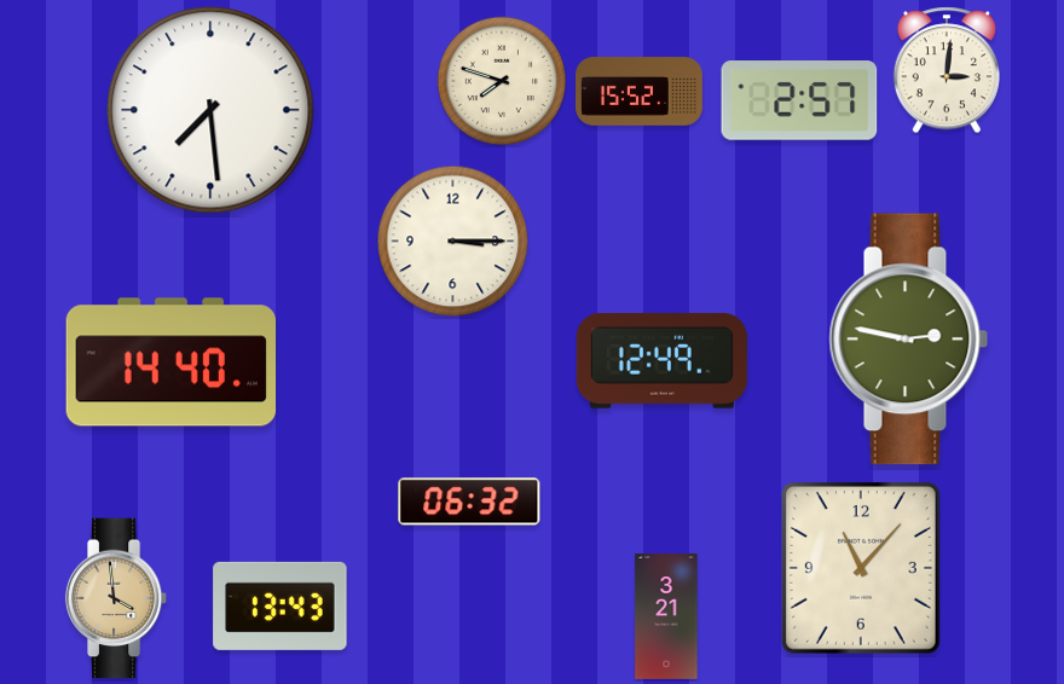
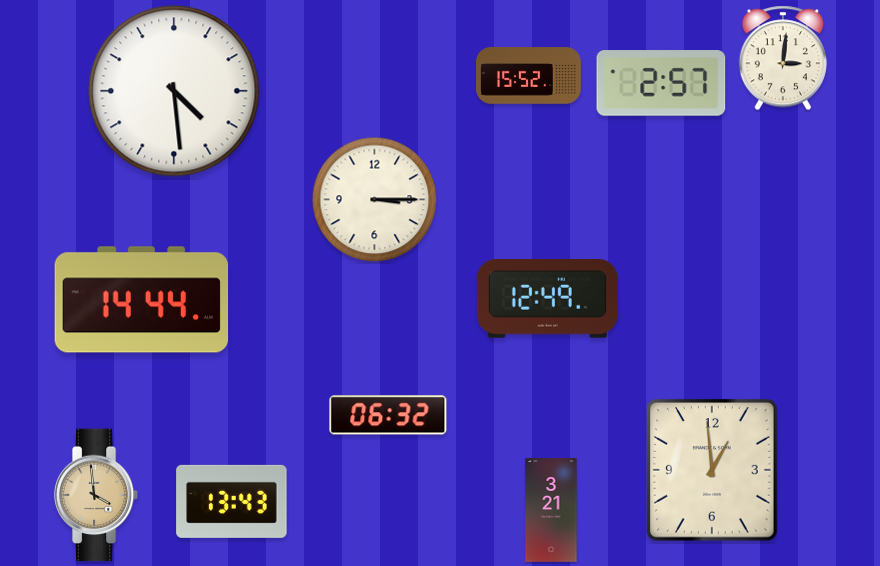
clock at (502, 81): 7:48 -> none
clock at (210, 110): 7:29 -> 4:29
clock at (909, 340): 2:47 -> none
clock at (172, 363): 14:40 -> 14:44
clock at (862, 569): 11:07 -> 12:59
